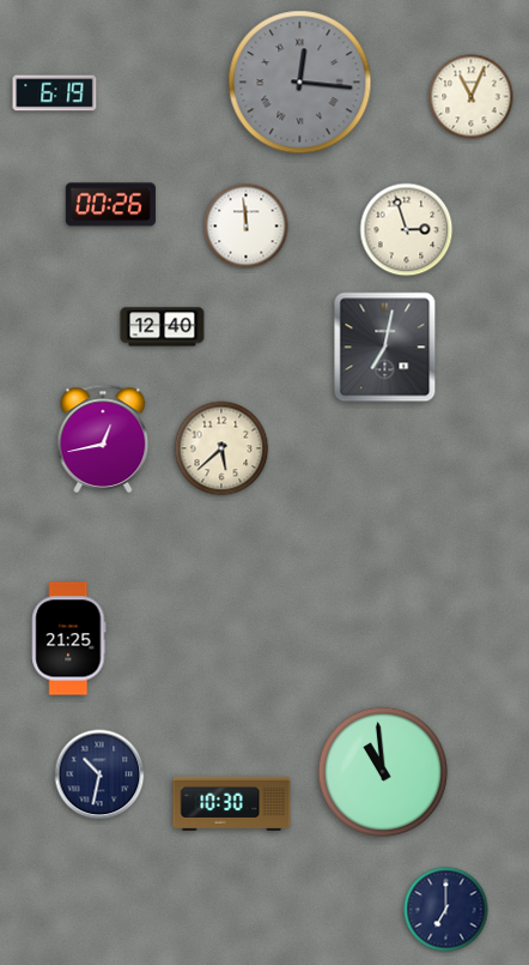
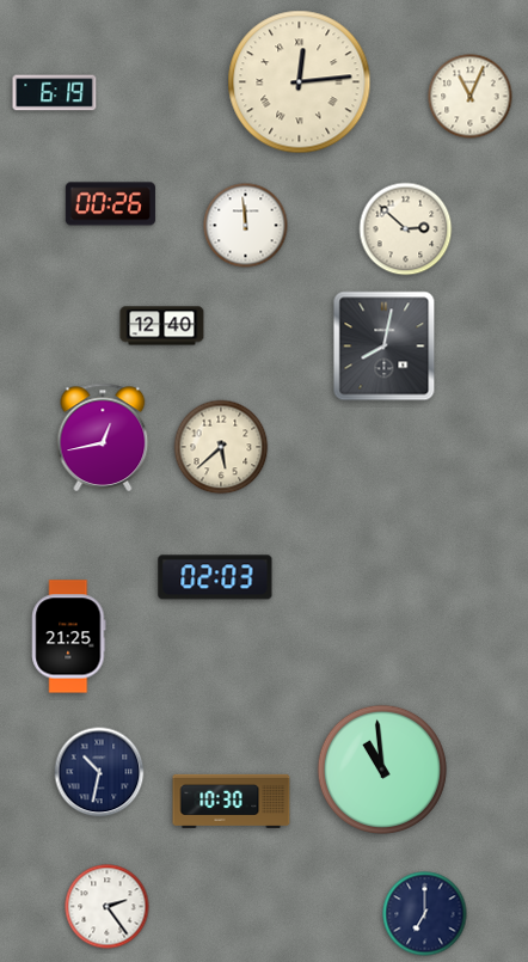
clock at (300, 83): 12:16 -> 12:14
clock at (300, 83) dial: grey -> cream
clock at (407, 230): 2:57 -> 2:52
clock at (385, 348): 7:02 -> 8:02
clock at (215, 577): none -> 02:03
clock at (108, 907): none -> 2:24
clock at (446, 910) position: (446, 910) -> (425, 914)
